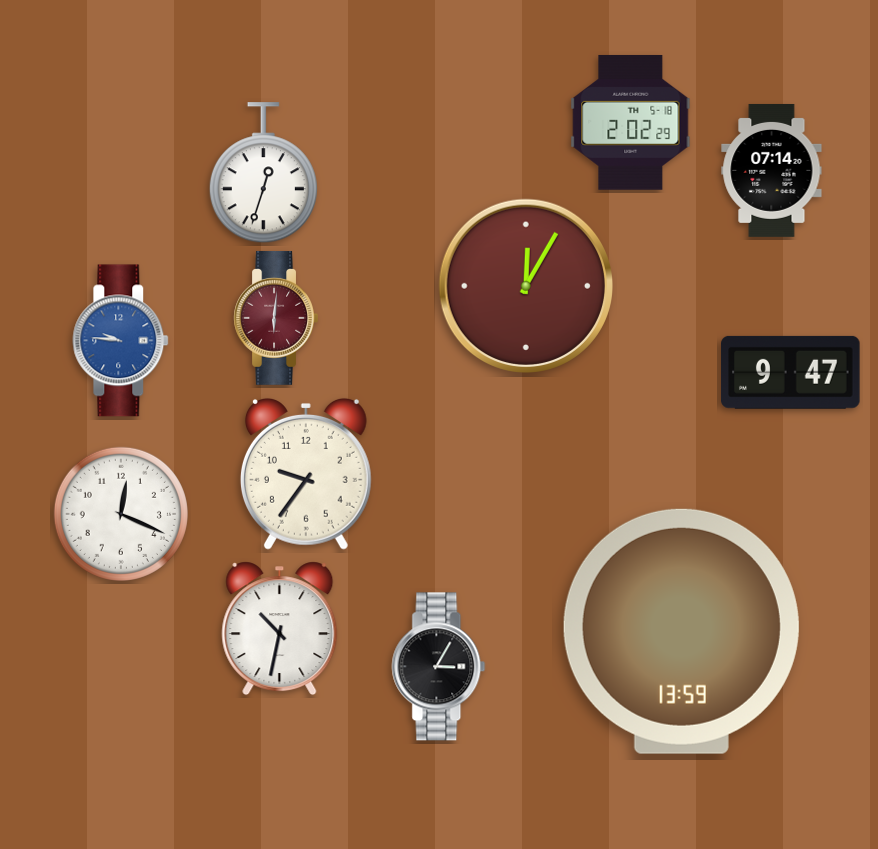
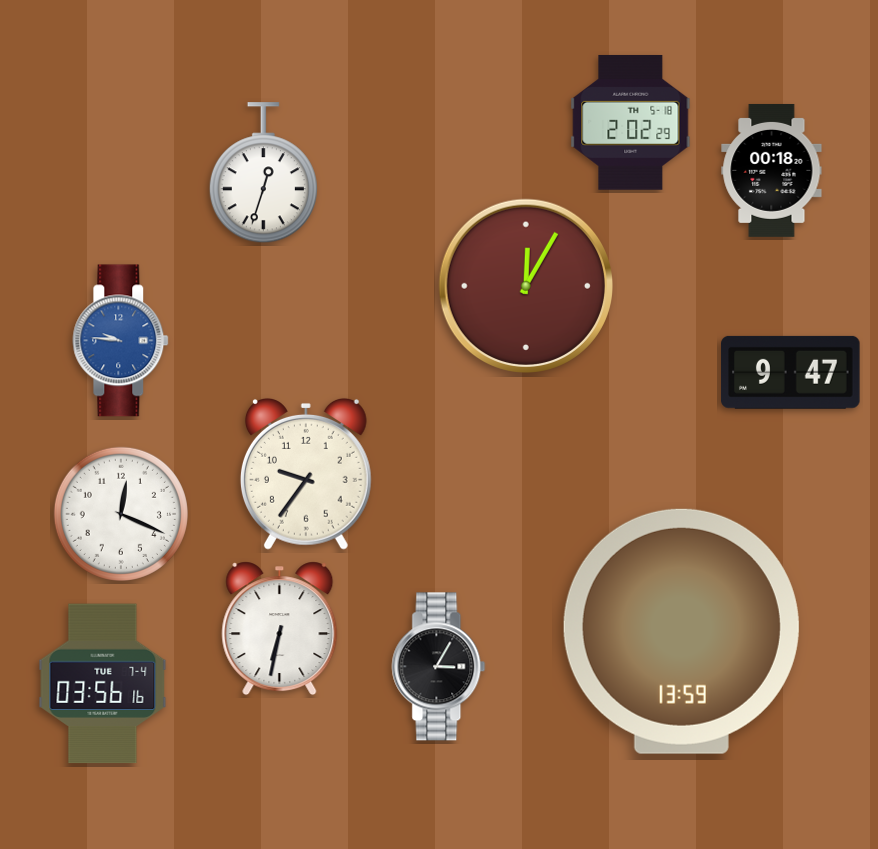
clock at (772, 170): 07:14 -> 00:18
clock at (276, 318): 6:01 -> none
clock at (280, 629): 10:32 -> 6:32
clock at (103, 684): none -> 03:56
